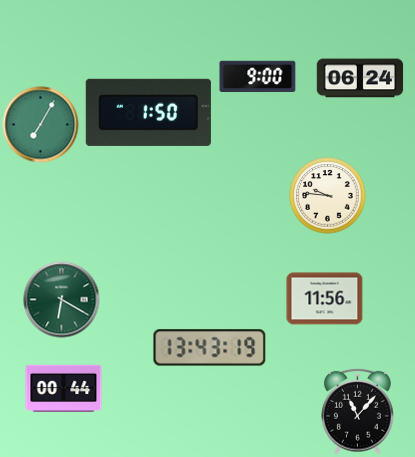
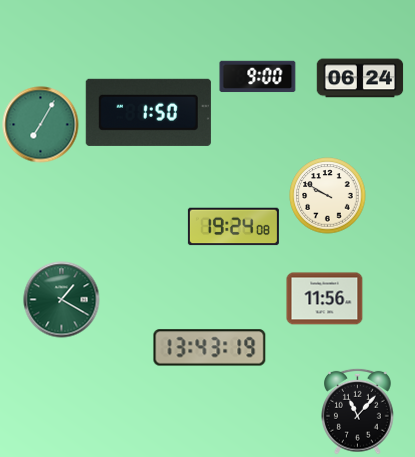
clock at (328, 196): 9:46 -> 9:50
clock at (233, 227): none -> 19:24
clock at (62, 300): 6:20 -> 1:20
clock at (64, 388): 00:44 -> none
